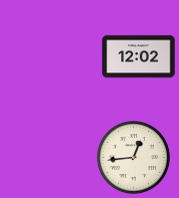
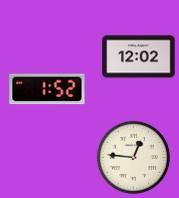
clock at (47, 89): none -> 1:52
clock at (133, 157): 12:44 -> 12:46
